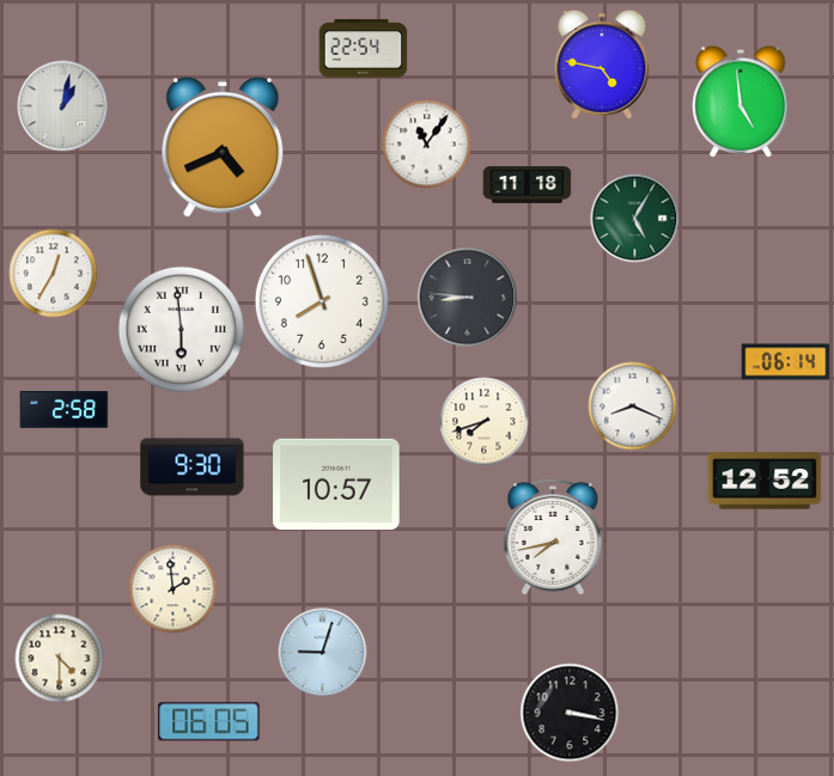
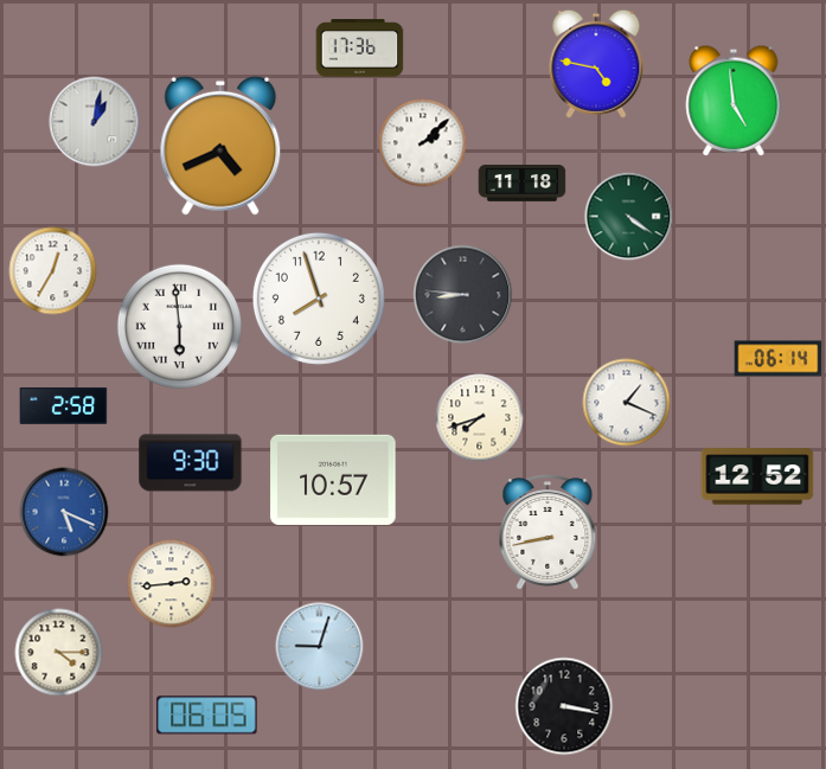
clock at (364, 49): 22:54 -> 17:36
clock at (63, 106) position: (63, 106) -> (95, 122)
clock at (427, 145): 11:06 -> 2:08
clock at (635, 219): 5:05 -> 4:21
clock at (633, 407): 8:19 -> 1:19
clock at (64, 512): none -> 5:19
clock at (553, 537): 7:43 -> 8:43
clock at (174, 589): 1:59 -> 2:44
clock at (60, 659): 4:30 -> 4:15
